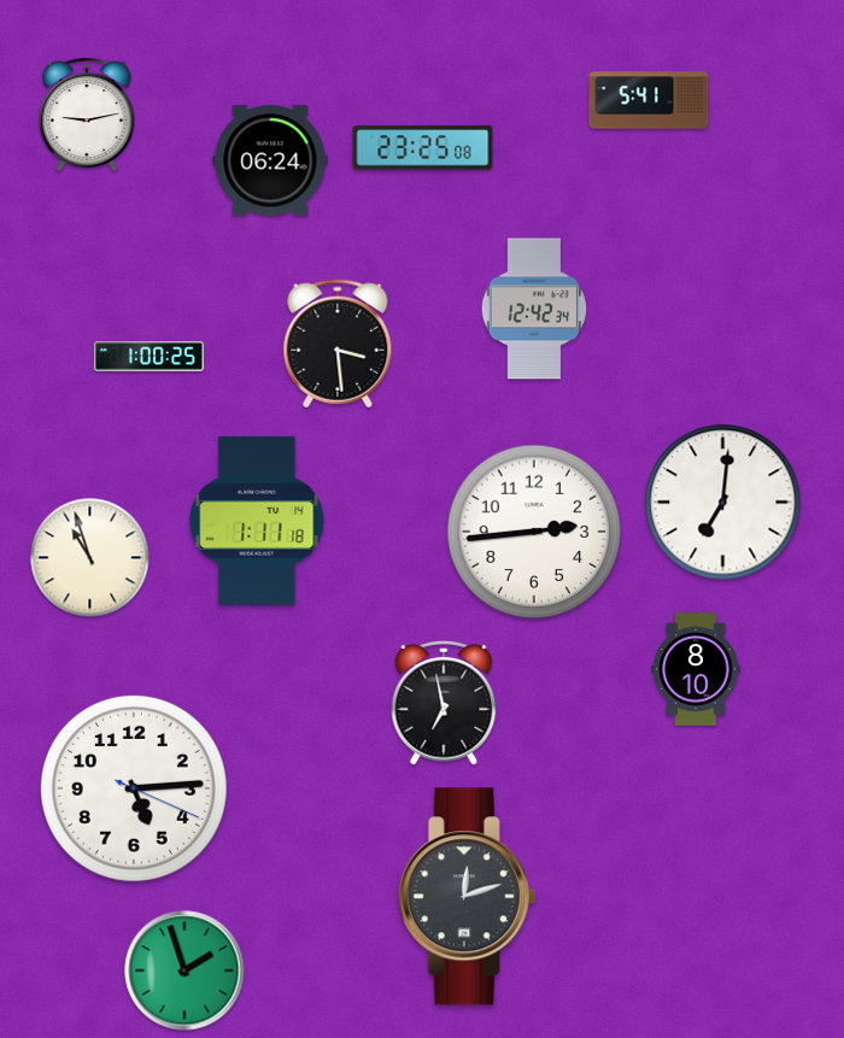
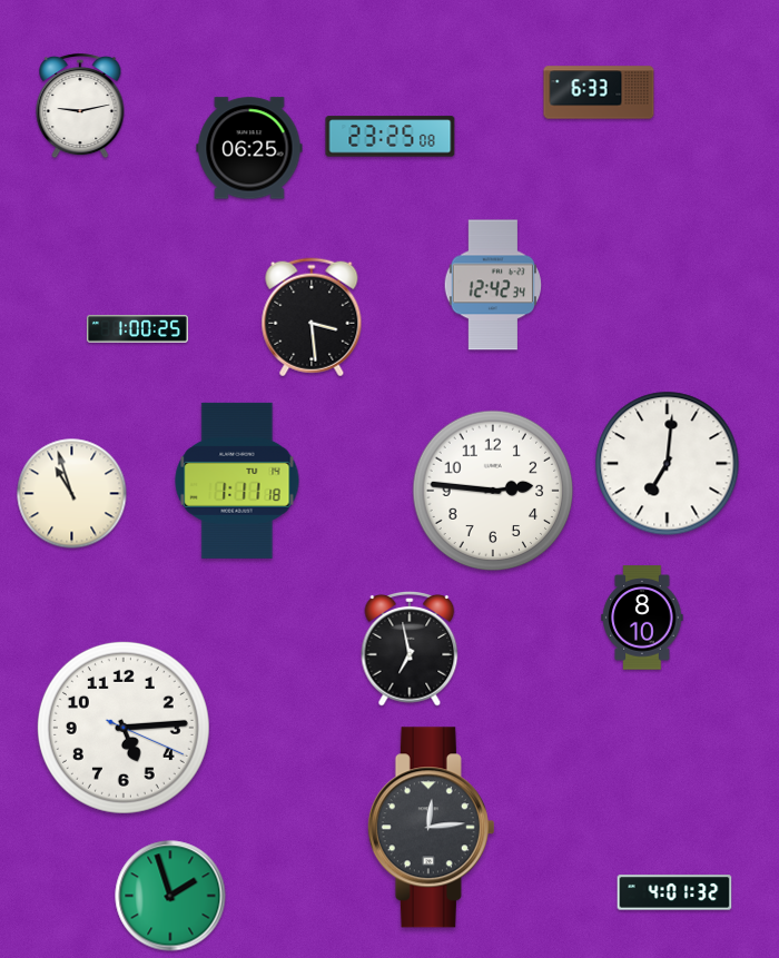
clock at (649, 100): 5:41 -> 6:33
clock at (270, 160): 06:24 -> 06:25
clock at (534, 532): 2:44 -> 2:46
clock at (90, 558) position: (90, 558) -> (72, 494)
clock at (467, 897): 12:12 -> 12:14
clock at (674, 892): none -> 4:01
